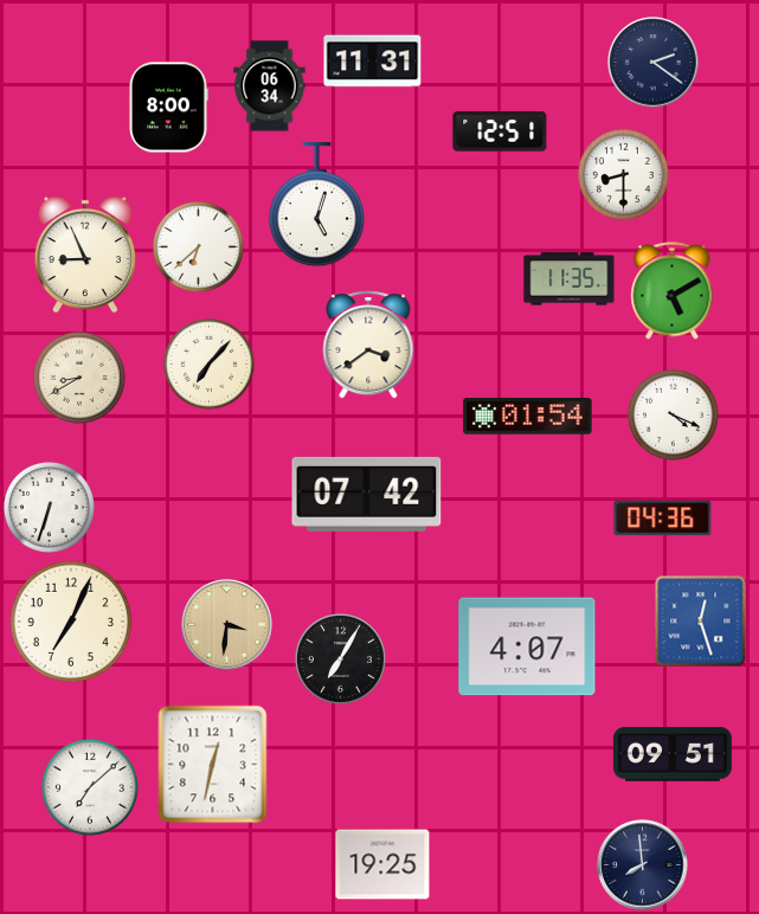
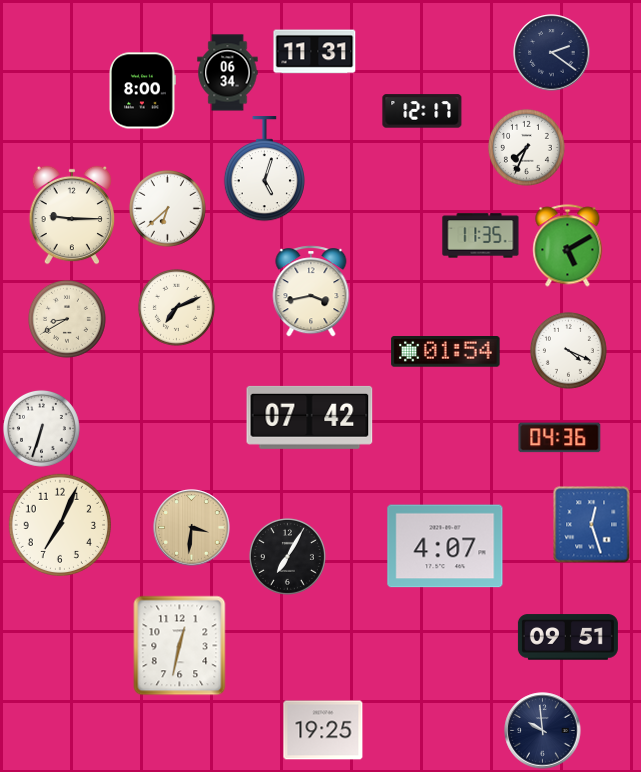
clock at (500, 131): 12:51 -> 12:17
clock at (623, 174): 8:30 -> 7:34
clock at (316, 205) position: (316, 205) -> (264, 169)
clock at (85, 255): 8:56 -> 9:15
clock at (368, 345): 3:39 -> 3:43
clock at (208, 363): 7:07 -> 7:11
clock at (90, 787): 7:08 -> none
clock at (643, 865): 7:59 -> 9:59
